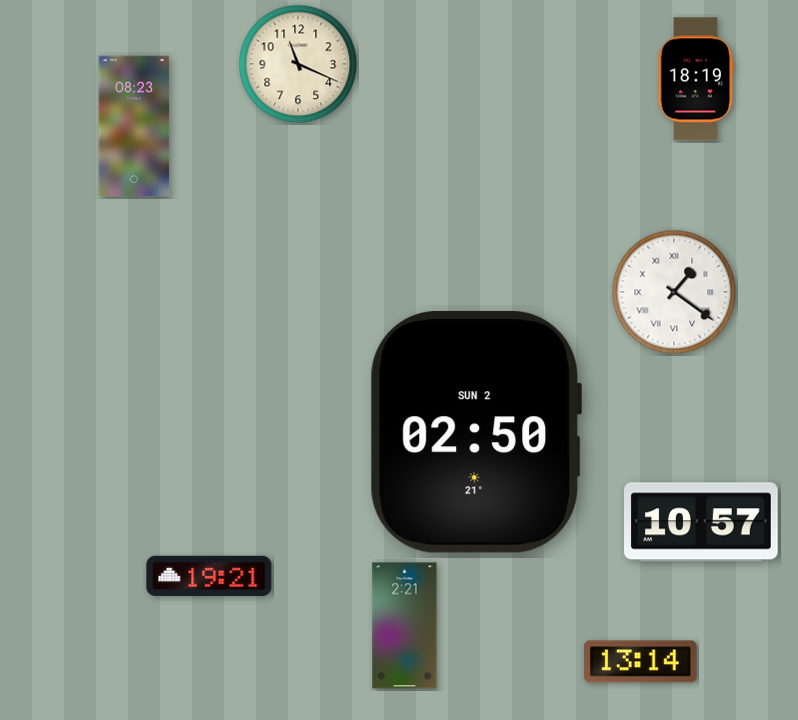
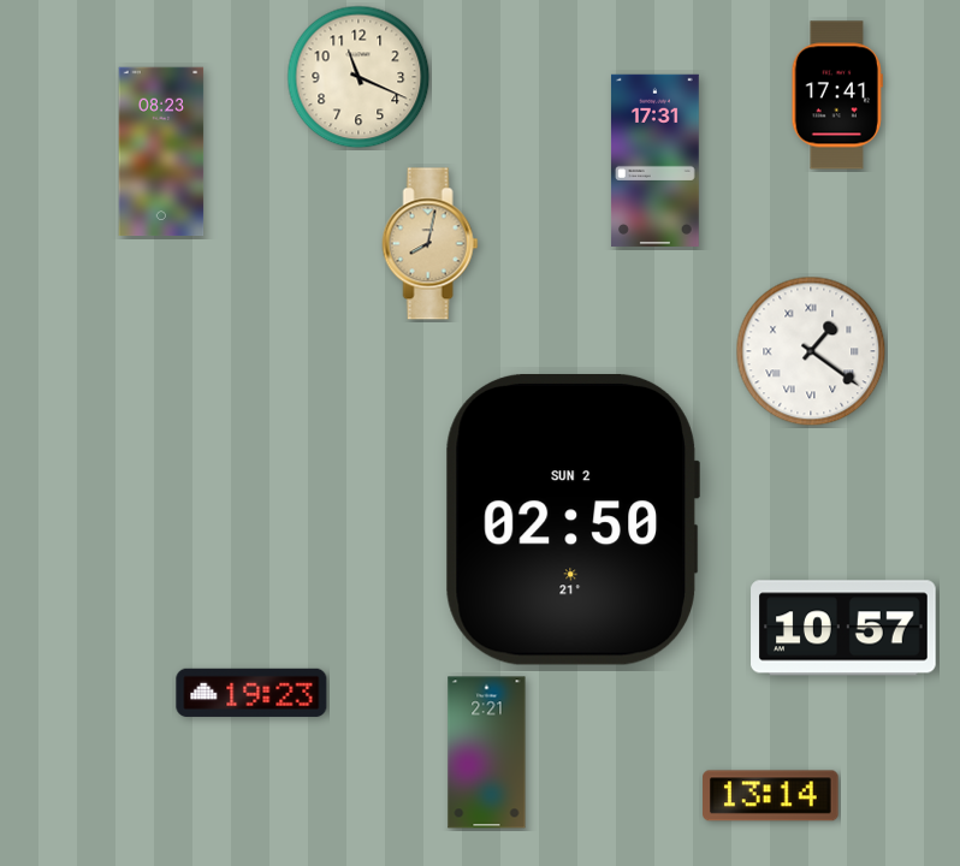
clock at (696, 79): 18:19 -> 17:41
clock at (656, 160): none -> 17:31
clock at (431, 244): none -> 8:02
clock at (209, 576): 19:21 -> 19:23
